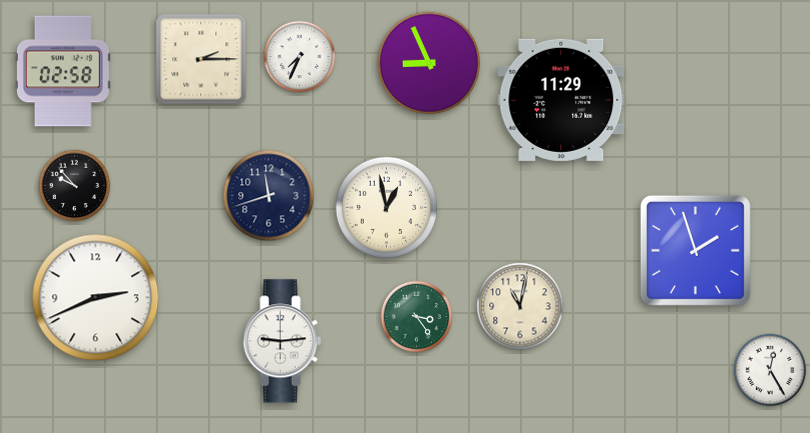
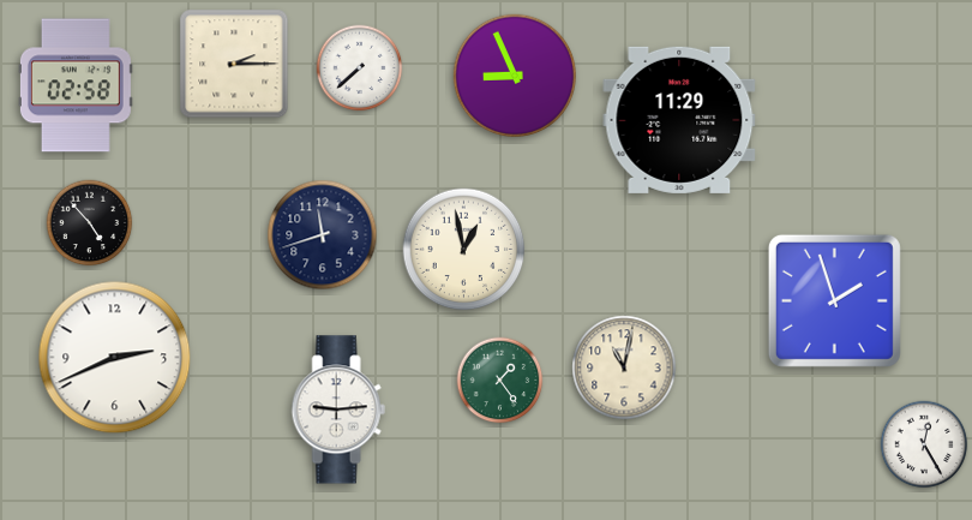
clock at (300, 57): 7:34 -> 7:38
clock at (201, 59) position: (201, 59) -> (234, 64)
clock at (561, 100) position: (561, 100) -> (679, 120)
clock at (75, 186): 9:53 -> 4:53
clock at (417, 317): 3:24 -> 1:24
